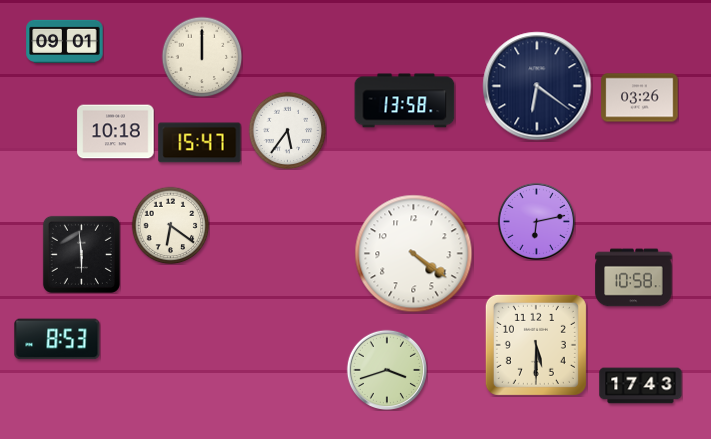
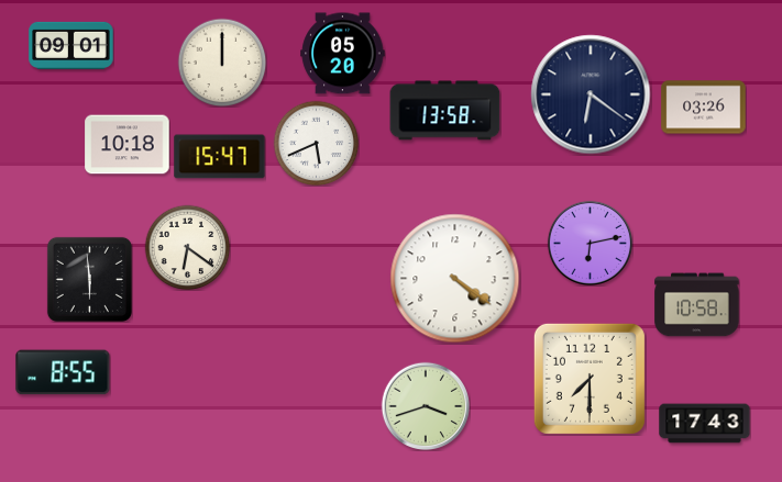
clock at (343, 54): none -> 05:20
clock at (287, 130): 5:36 -> 5:41
clock at (57, 339): 8:53 -> 8:55
clock at (536, 345): 5:30 -> 7:30
